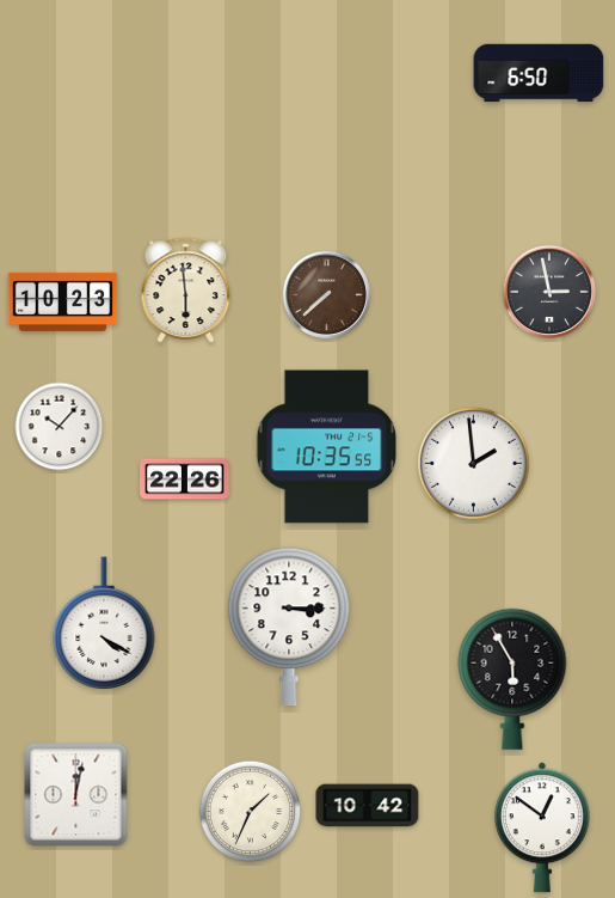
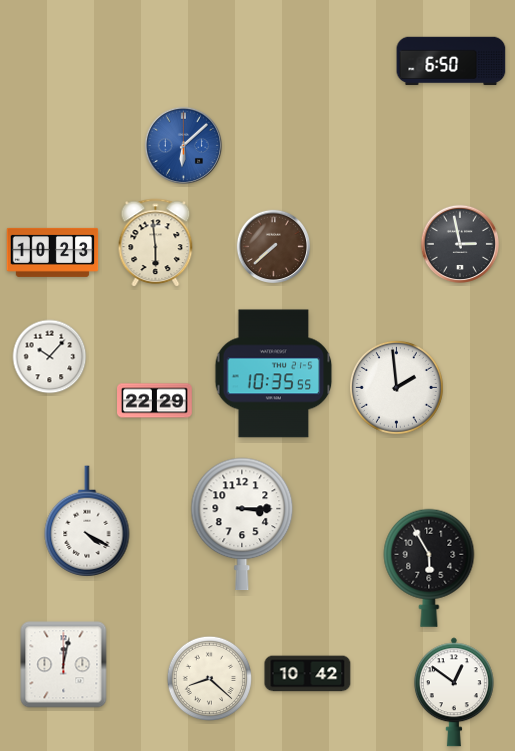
clock at (183, 145): none -> 6:08
clock at (185, 479): 22:26 -> 22:29
clock at (250, 811): 1:34 -> 8:22
